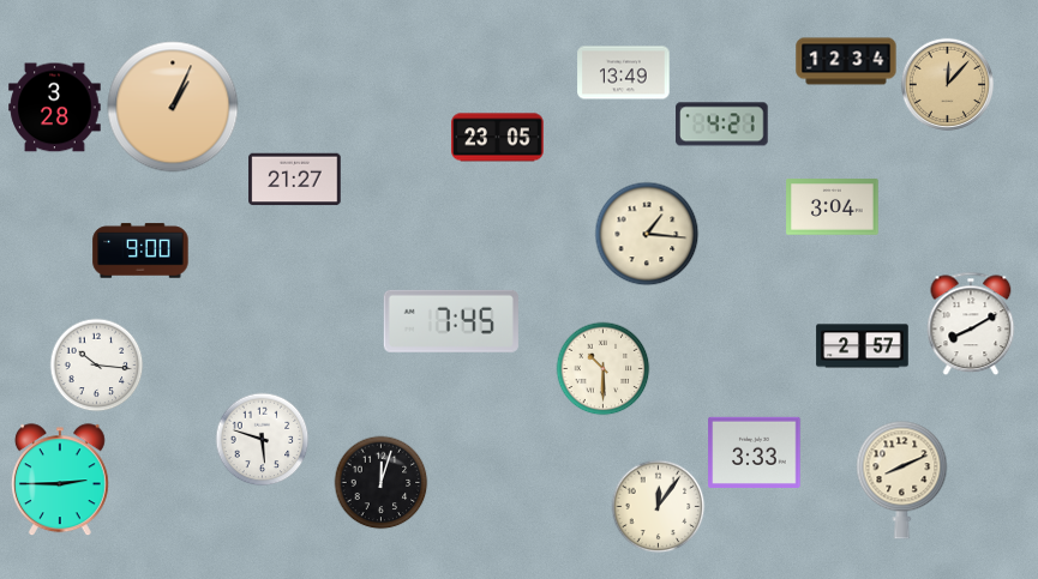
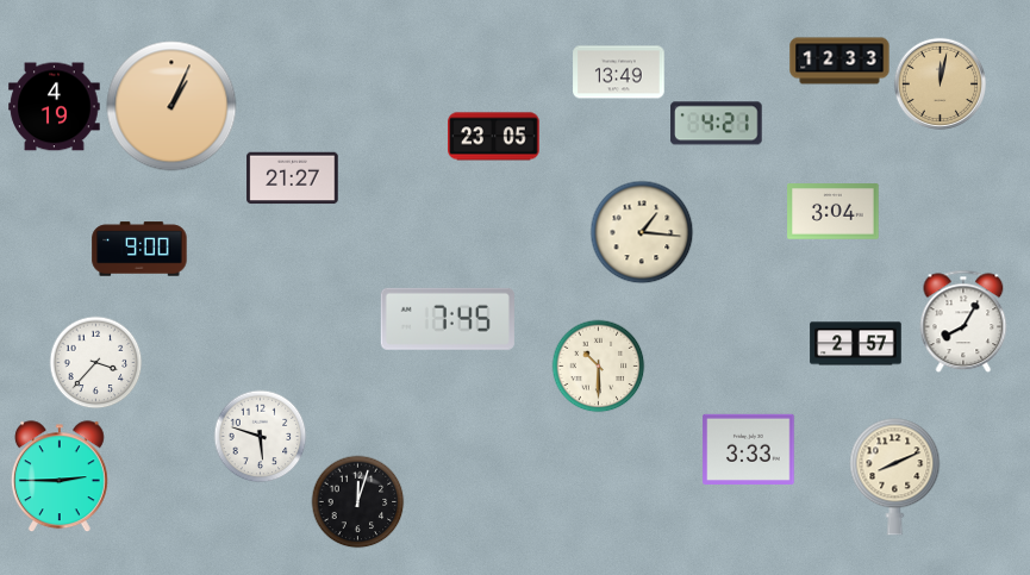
clock at (846, 61): 12:34 -> 12:33
clock at (947, 84): 12:07 -> 12:02
clock at (55, 108): 3:28 -> 4:19
clock at (833, 207) position: (833, 207) -> (834, 212)
clock at (971, 324): 8:10 -> 8:05
clock at (96, 364): 10:16 -> 3:37
clock at (380, 482) position: (380, 482) -> (357, 501)
clock at (658, 506): 12:06 -> none
